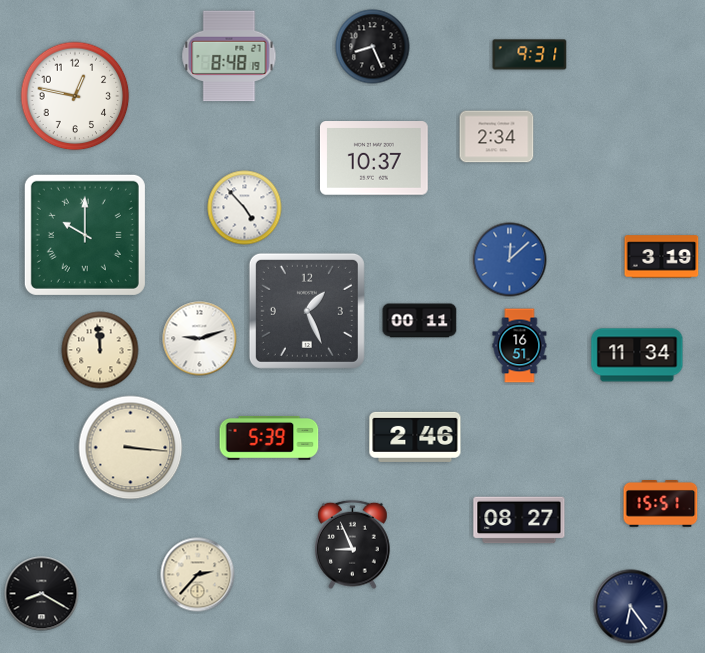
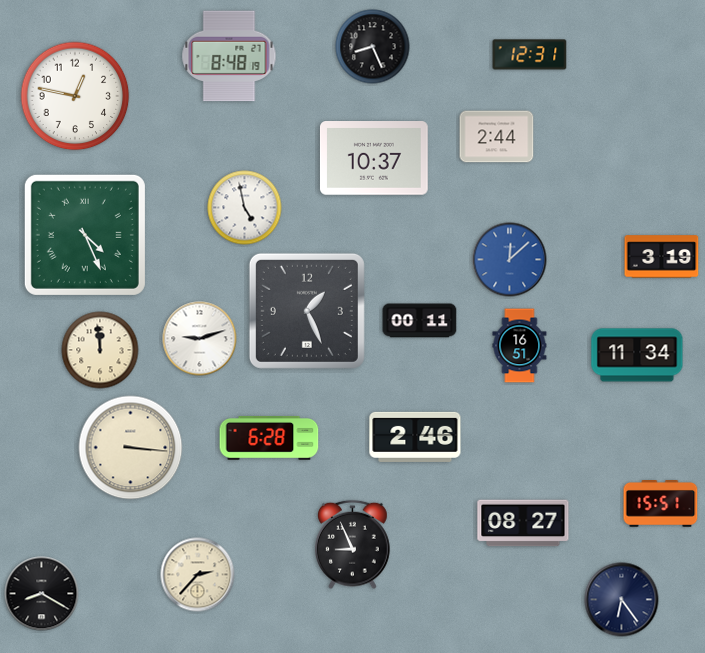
clock at (530, 55): 9:31 -> 12:31
clock at (497, 137): 2:34 -> 2:44
clock at (245, 208): 4:53 -> 4:58
clock at (85, 235): 10:00 -> 4:26
clock at (269, 438): 5:39 -> 6:28
clock at (519, 520) position: (519, 520) -> (523, 523)
clock at (631, 607) position: (631, 607) -> (622, 600)
